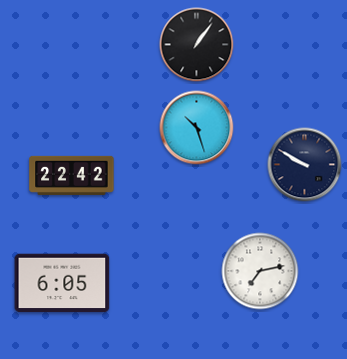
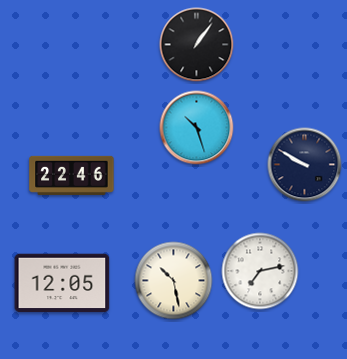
clock at (72, 175): 22:42 -> 22:46
clock at (174, 281): none -> 10:28
clock at (62, 283): 6:05 -> 12:05
